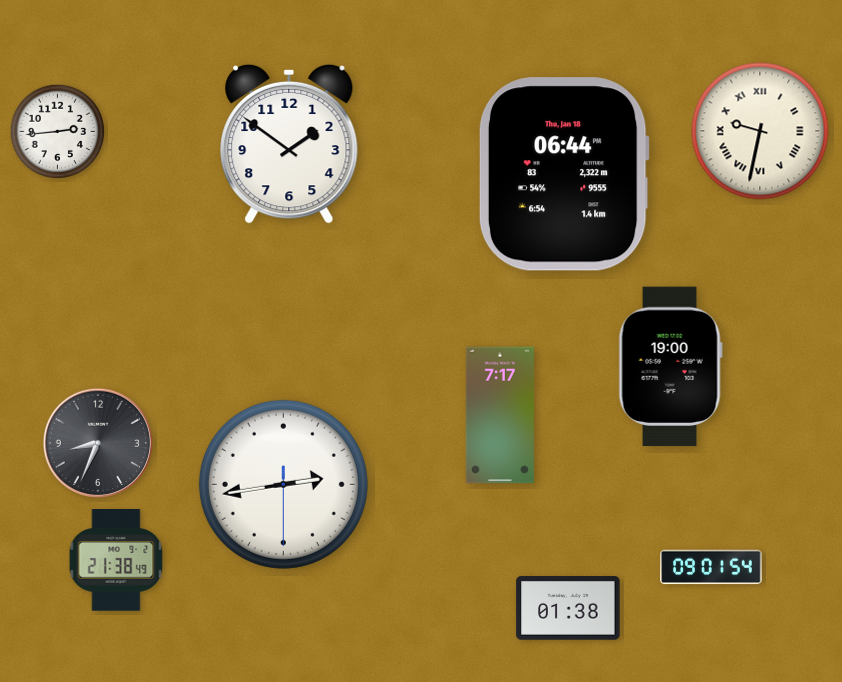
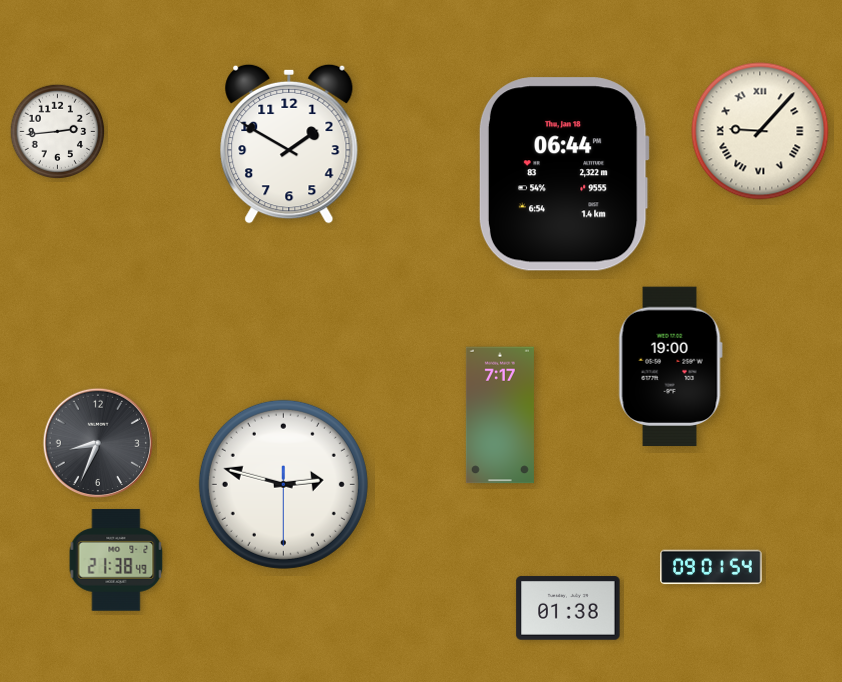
clock at (760, 131): 9:32 -> 9:07
clock at (289, 144): 1:51 -> 1:50
clock at (283, 484): 2:43 -> 2:47
